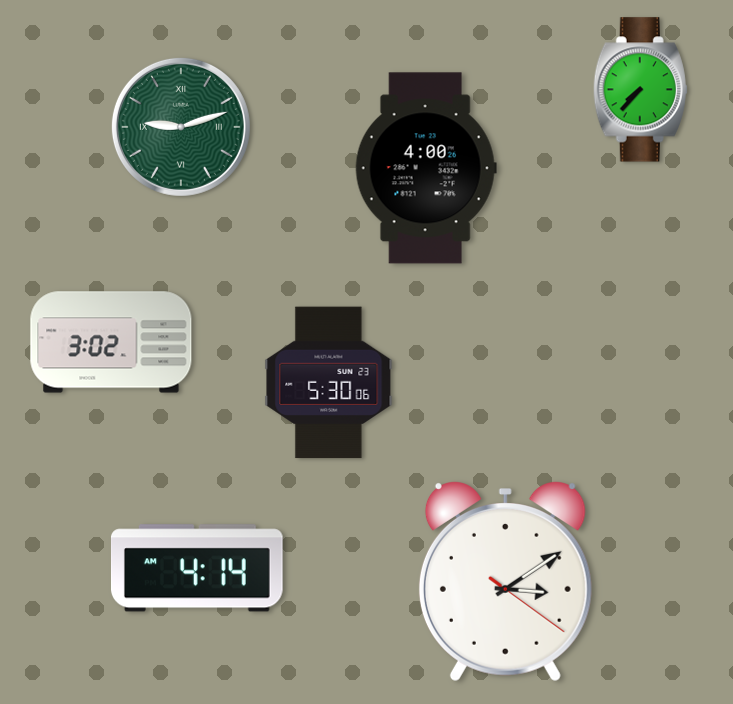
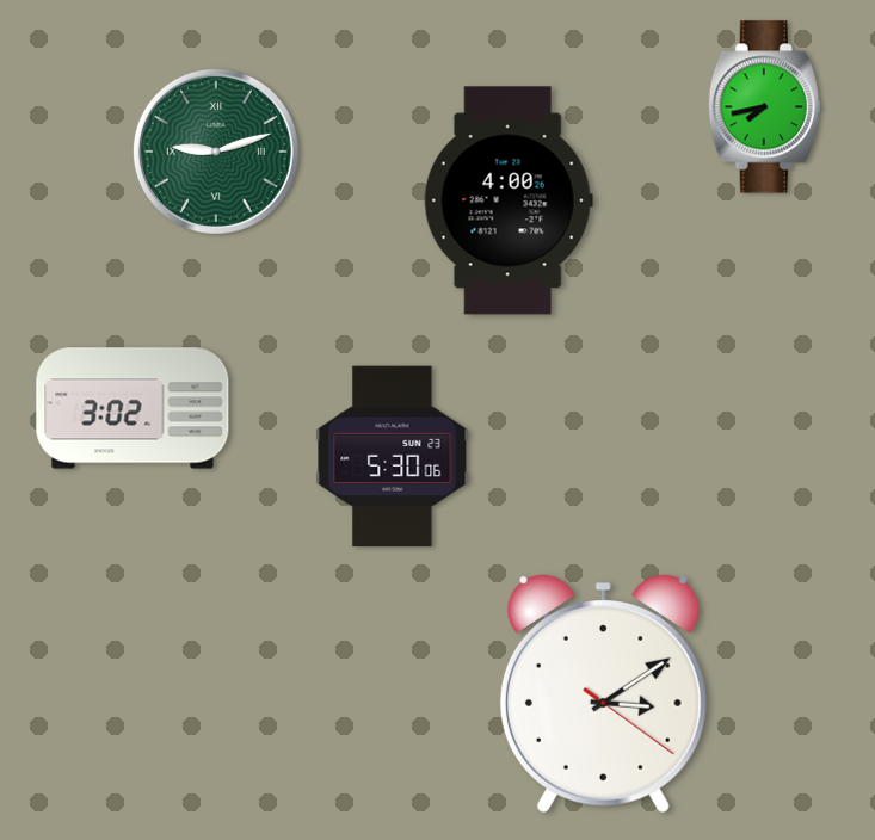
clock at (640, 90): 7:37 -> 7:43
clock at (197, 568): 4:14 -> none
